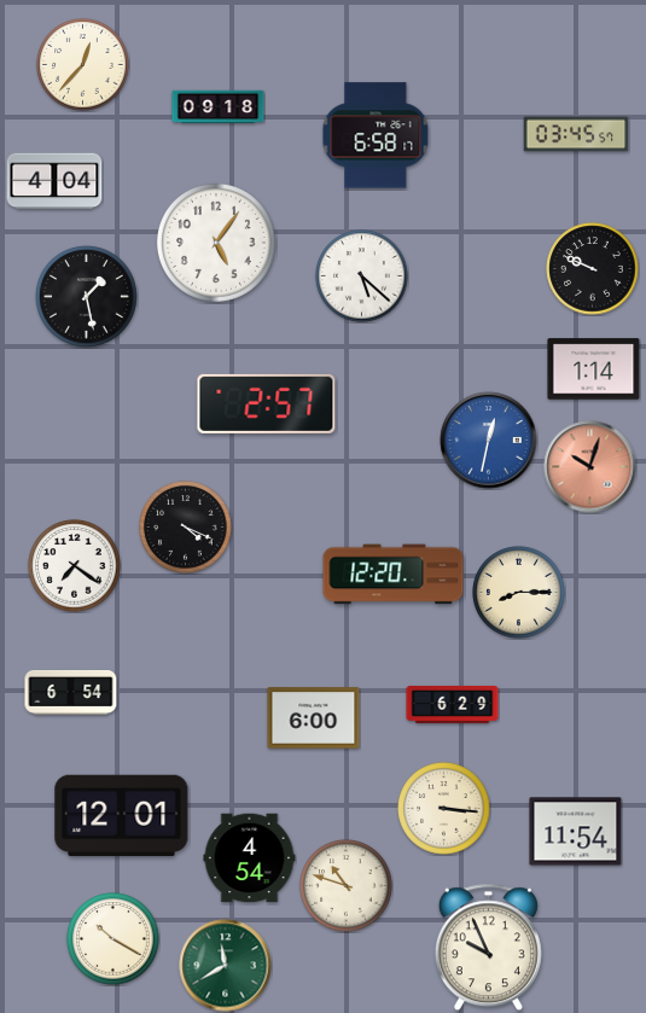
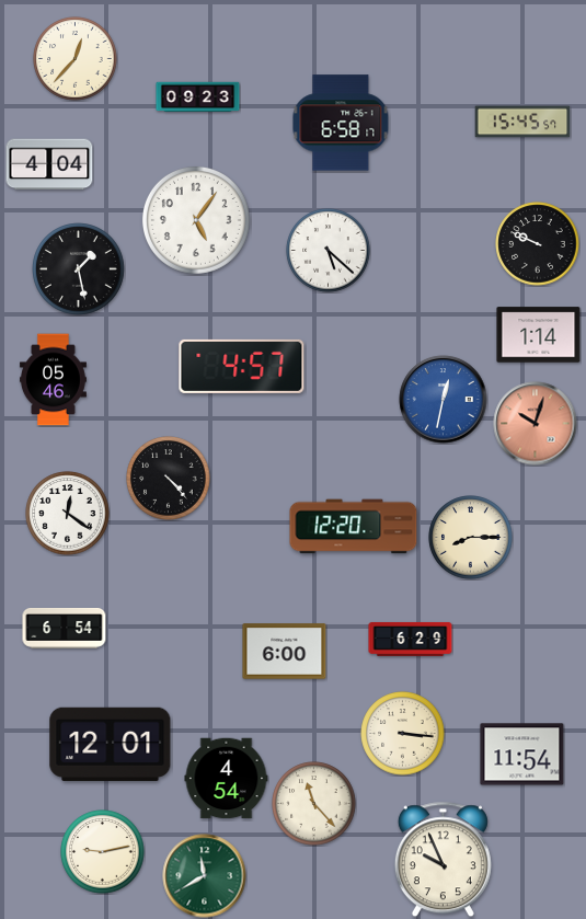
clock at (219, 107): 09:18 -> 09:23
clock at (576, 134): 03:45 -> 15:45
clock at (267, 403): 2:57 -> 4:57
clock at (53, 380): none -> 05:46
clock at (186, 528): 4:19 -> 4:23
clock at (75, 566): 7:21 -> 12:21
clock at (394, 575) position: (394, 575) -> (354, 527)
clock at (122, 815) position: (122, 815) -> (111, 744)
clock at (347, 886): 10:48 -> 11:23
clock at (114, 939): 10:20 -> 9:13
